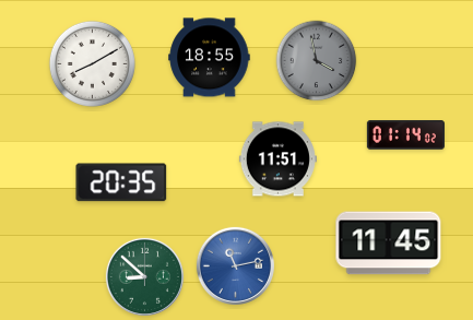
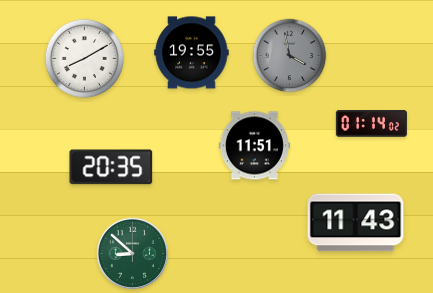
clock at (210, 58): 18:55 -> 19:55
clock at (389, 244): 11:45 -> 11:43
clock at (235, 265): 11:13 -> none
